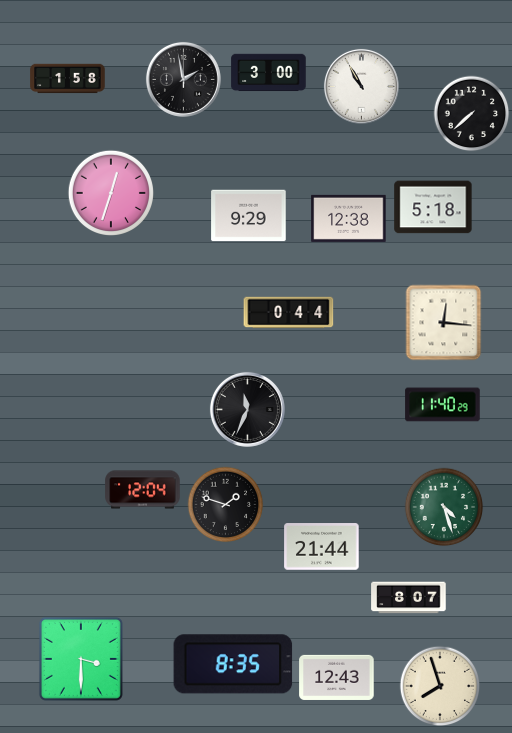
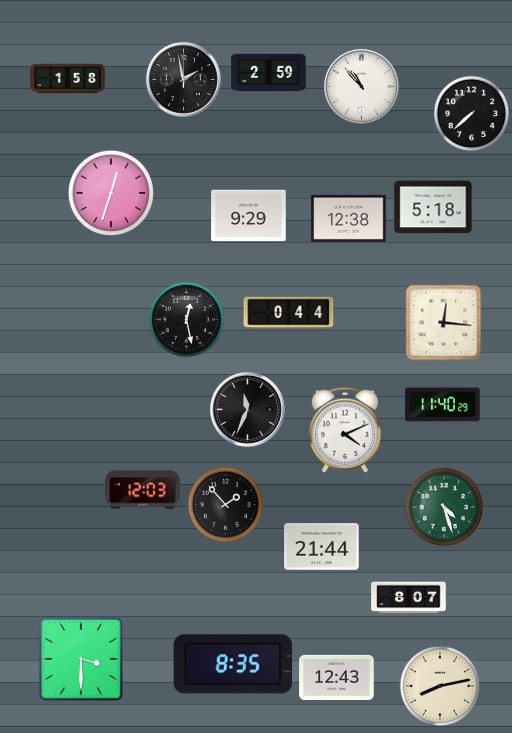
clock at (269, 73): 3:00 -> 2:59
clock at (361, 86): 10:55 -> 10:53
clock at (187, 320): none -> 12:28
clock at (345, 430): none -> 4:11
clock at (143, 490): 12:04 -> 12:03
clock at (226, 505): 1:48 -> 1:53
clock at (440, 686): 7:57 -> 8:13
